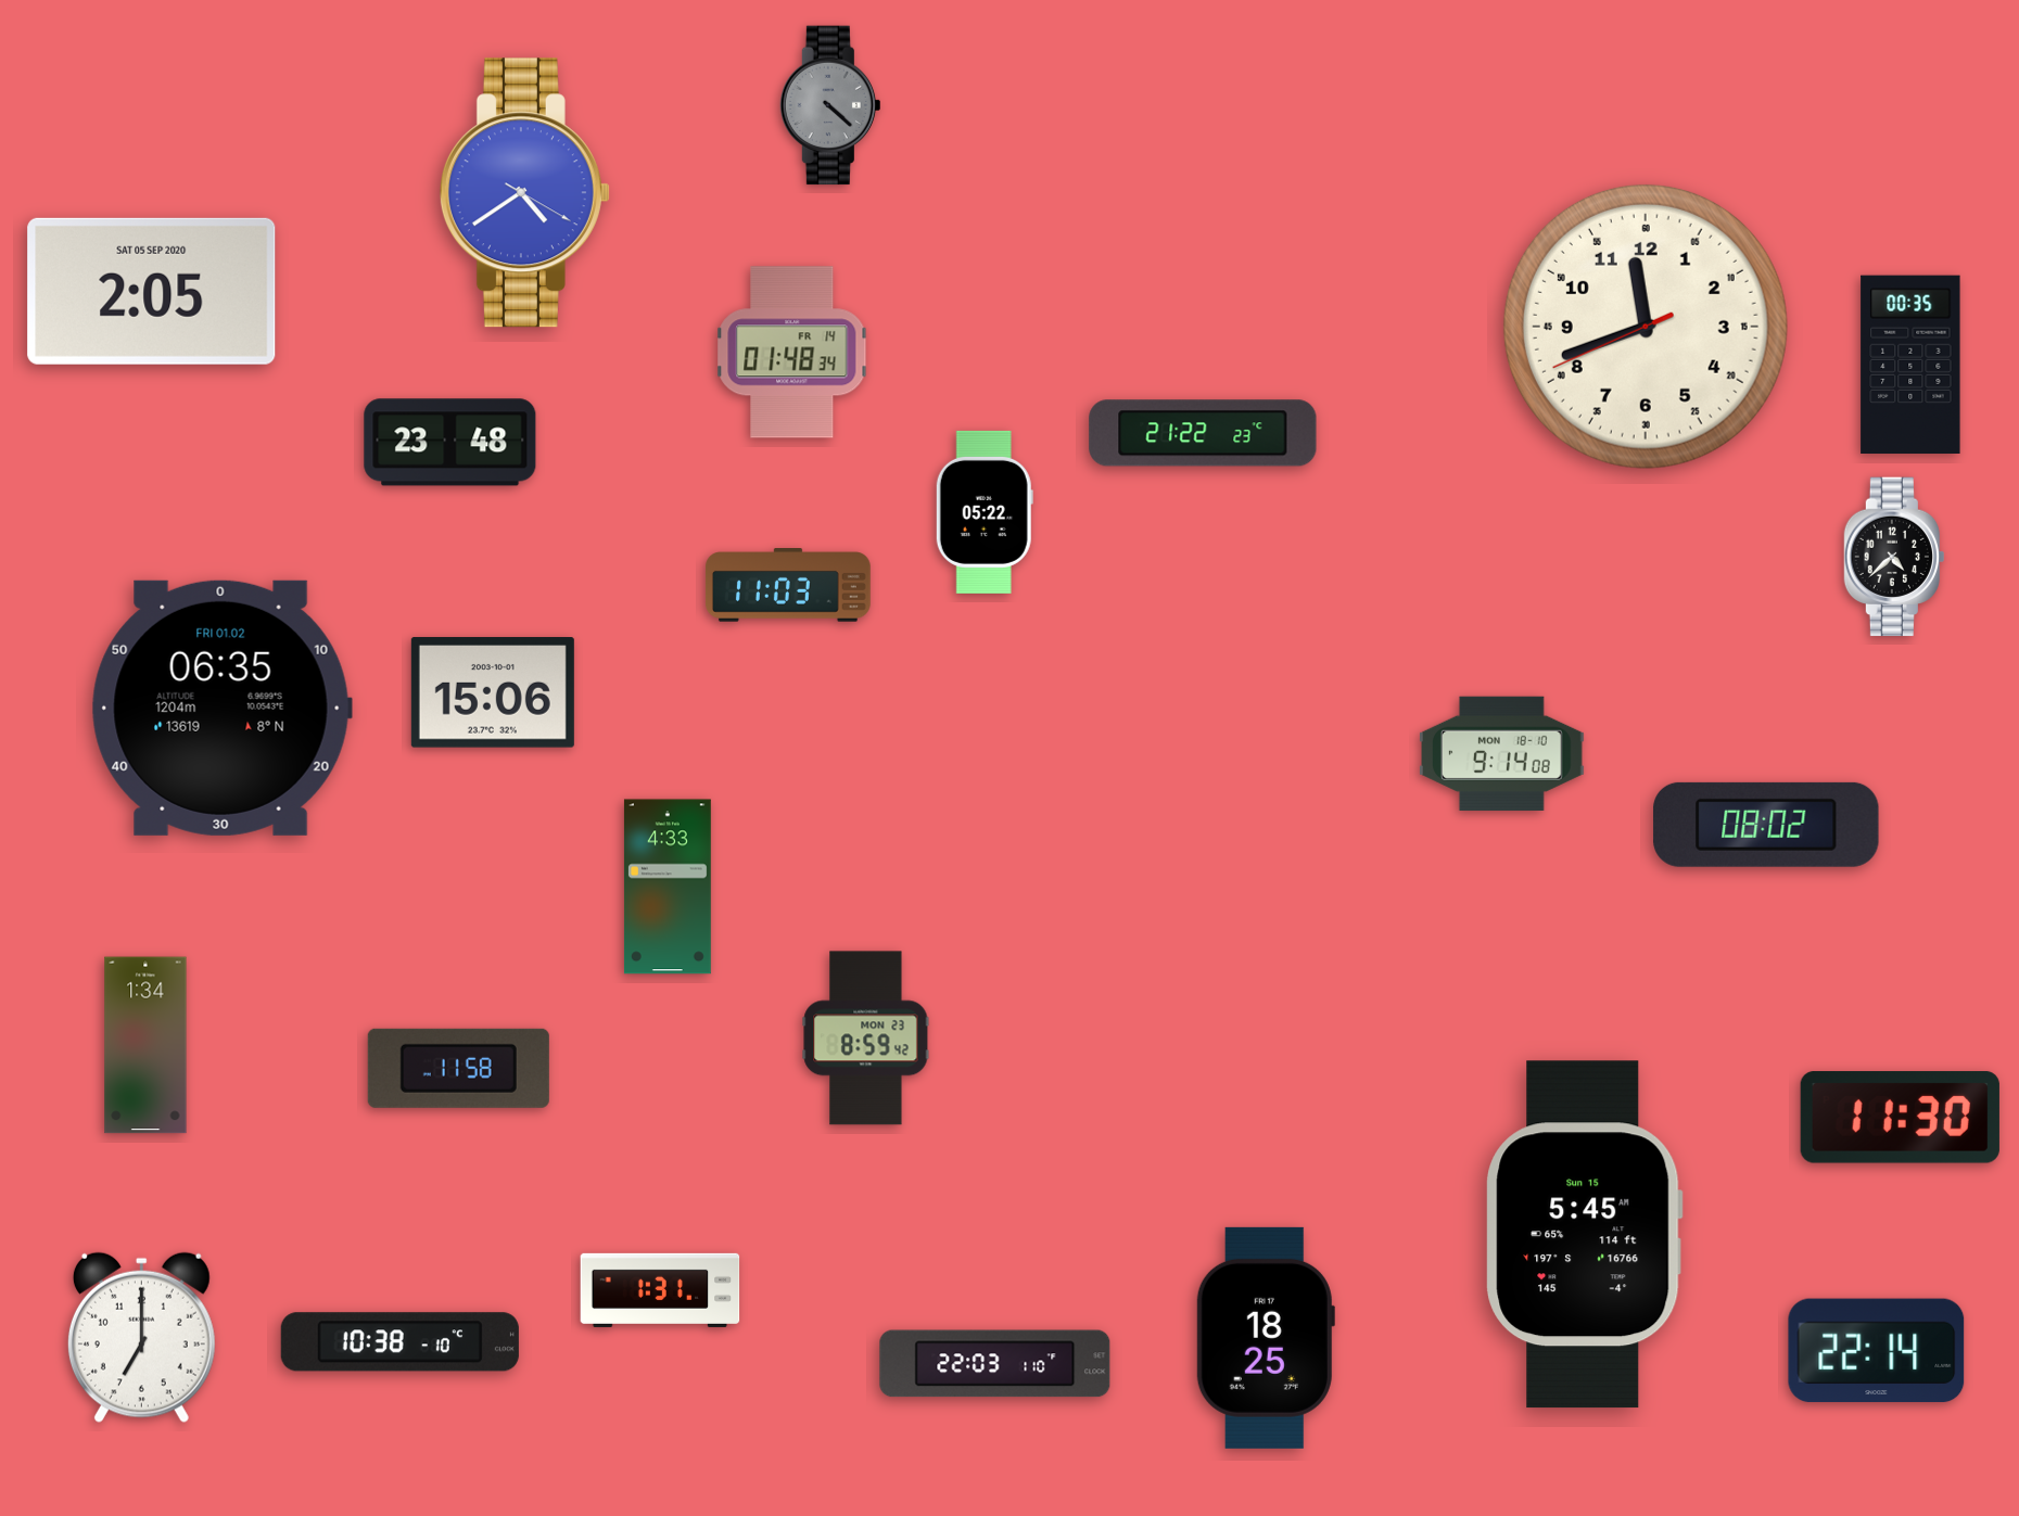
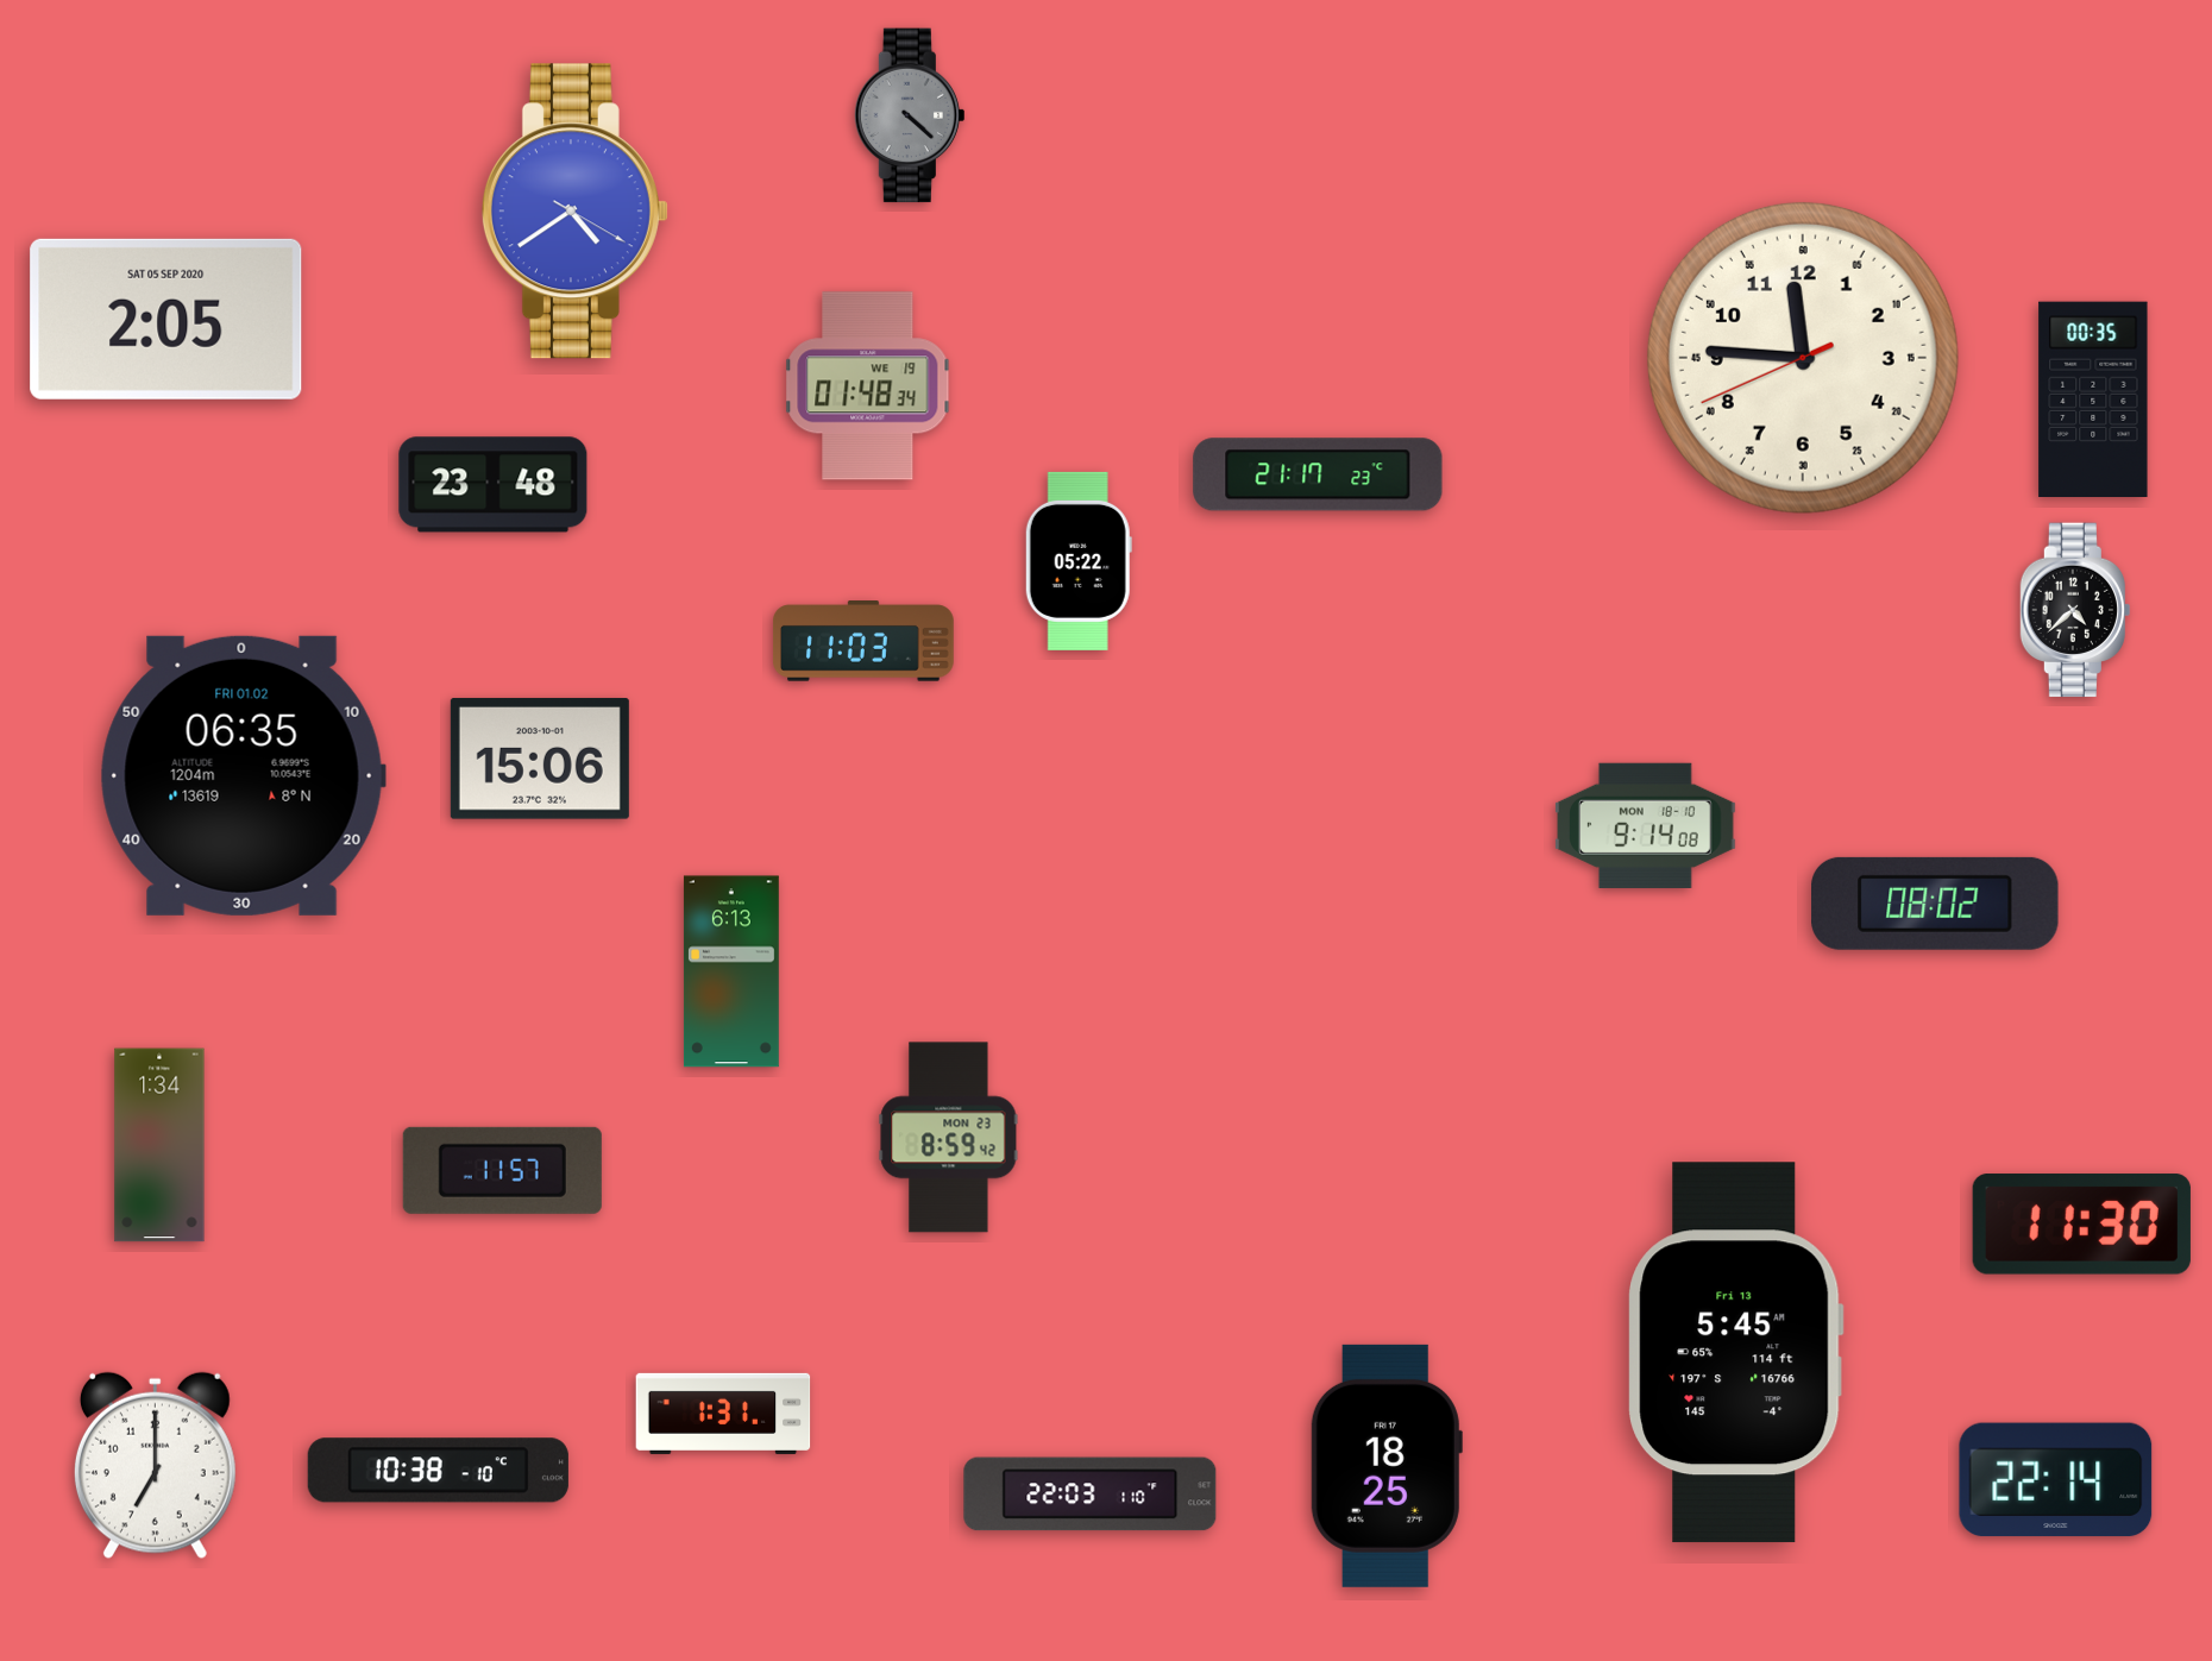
clock at (1646, 327): 11:41 -> 11:45
clock at (792, 353) date: FR 14 -> WE 19
clock at (1203, 433): 21:22 -> 21:17
clock at (668, 887): 4:33 -> 6:13
clock at (458, 1068): 11:58 -> 11:57
clock at (1584, 1235) date: Sun 15 -> Fri 13
